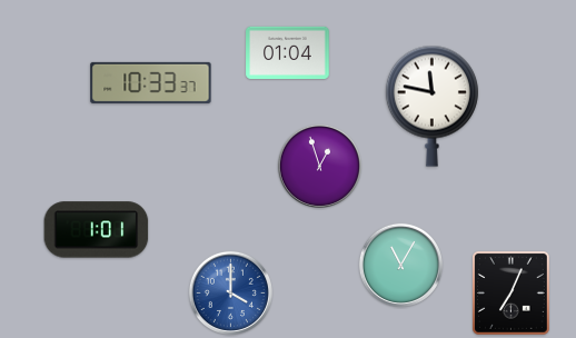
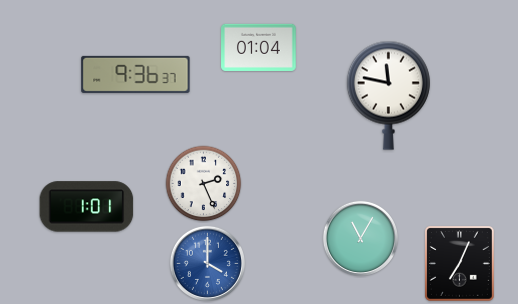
clock at (151, 82): 10:33 -> 9:36
clock at (319, 166): 12:57 -> none
clock at (204, 184): none -> 2:26
